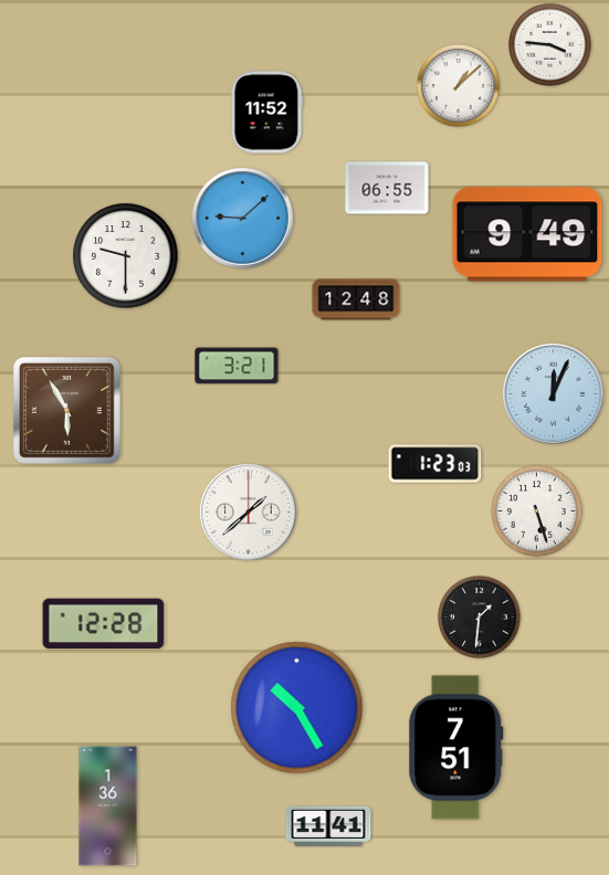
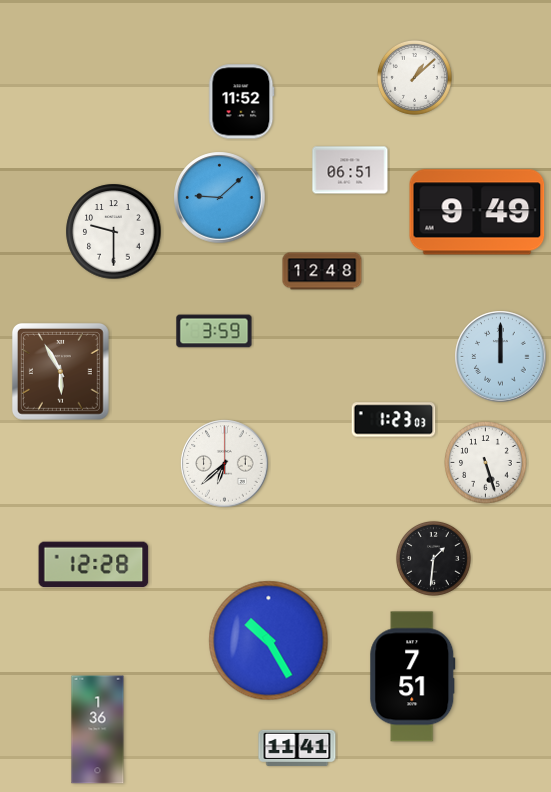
clock at (549, 44): 3:46 -> none
clock at (387, 188): 06:55 -> 06:51
clock at (237, 366): 3:21 -> 3:59
clock at (554, 394): 12:04 -> 12:00
clock at (249, 513): 1:38 -> 6:38
